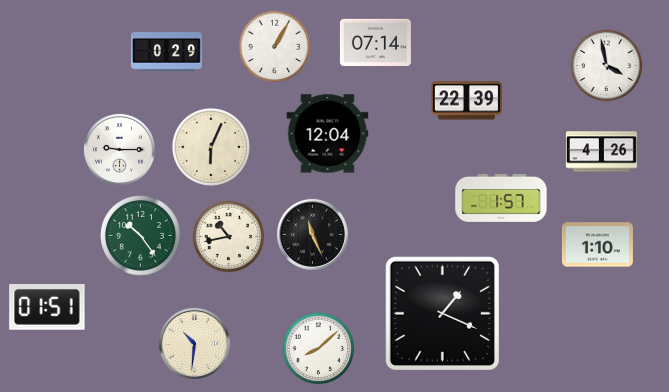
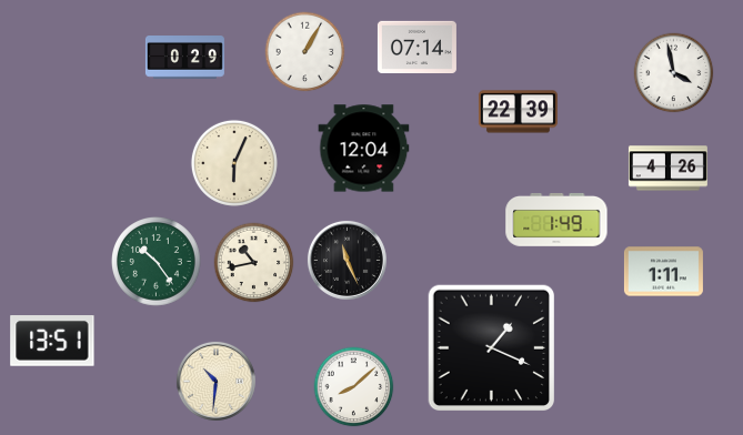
clock at (119, 149): 9:15 -> none
clock at (501, 198): 1:57 -> 1:49
clock at (597, 245): 1:10 -> 1:11
clock at (47, 308): 01:51 -> 13:51
